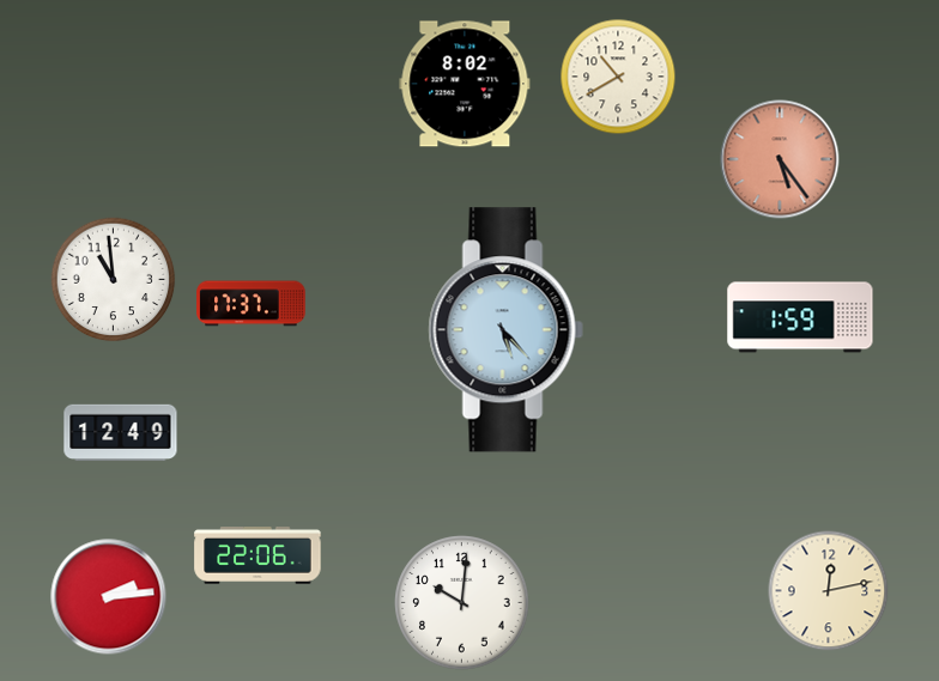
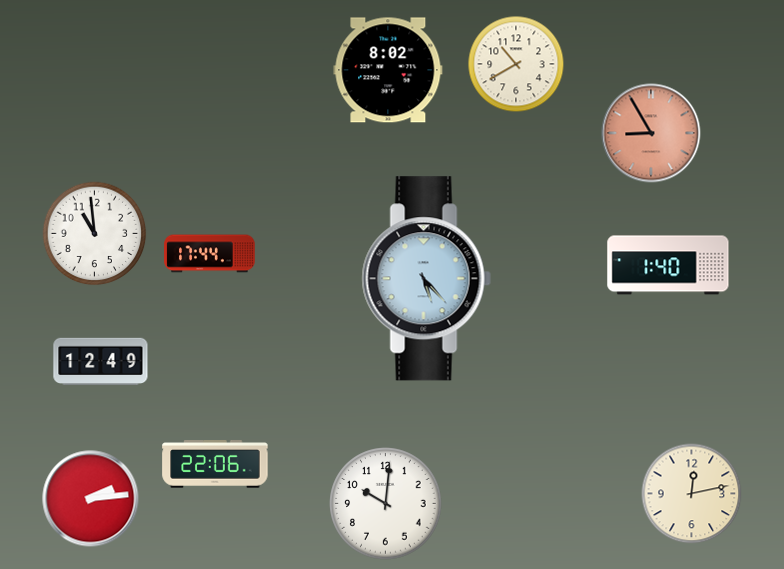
clock at (780, 159): 5:24 -> 8:55
clock at (252, 304): 17:37 -> 17:44
clock at (800, 317): 1:59 -> 1:40
clock at (505, 330) position: (505, 330) -> (426, 279)
